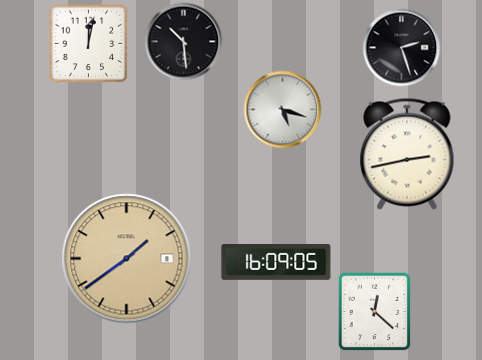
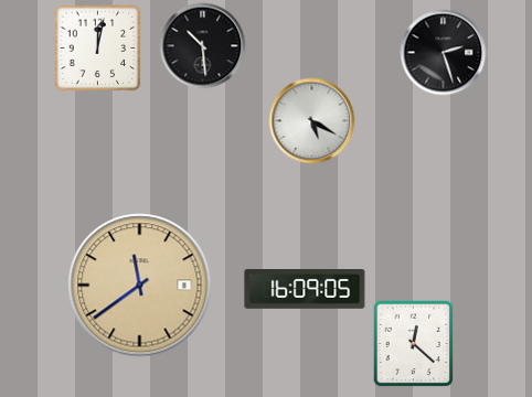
clock at (282, 109): 5:18 -> 5:20
clock at (407, 154): 2:43 -> none
clock at (127, 259): 1:39 -> 11:39
